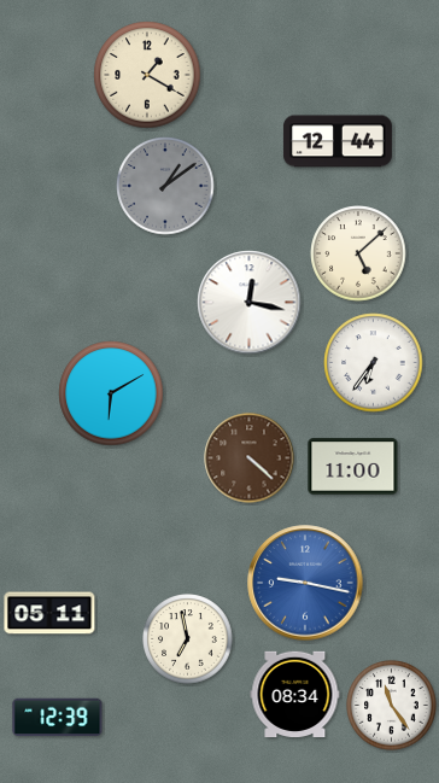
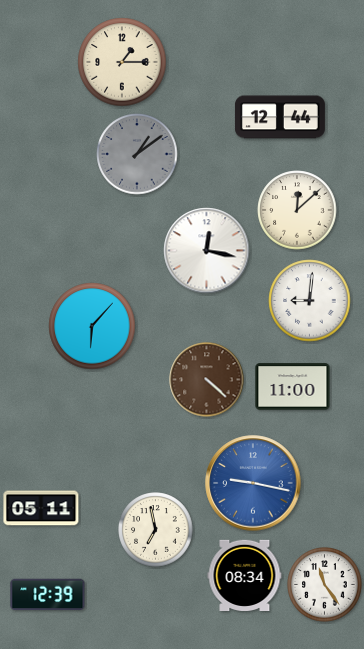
clock at (147, 75): 1:20 -> 1:15
clock at (358, 253): 5:08 -> 12:08
clock at (374, 363): 6:36 -> 9:01
clock at (111, 393): 6:10 -> 6:07
